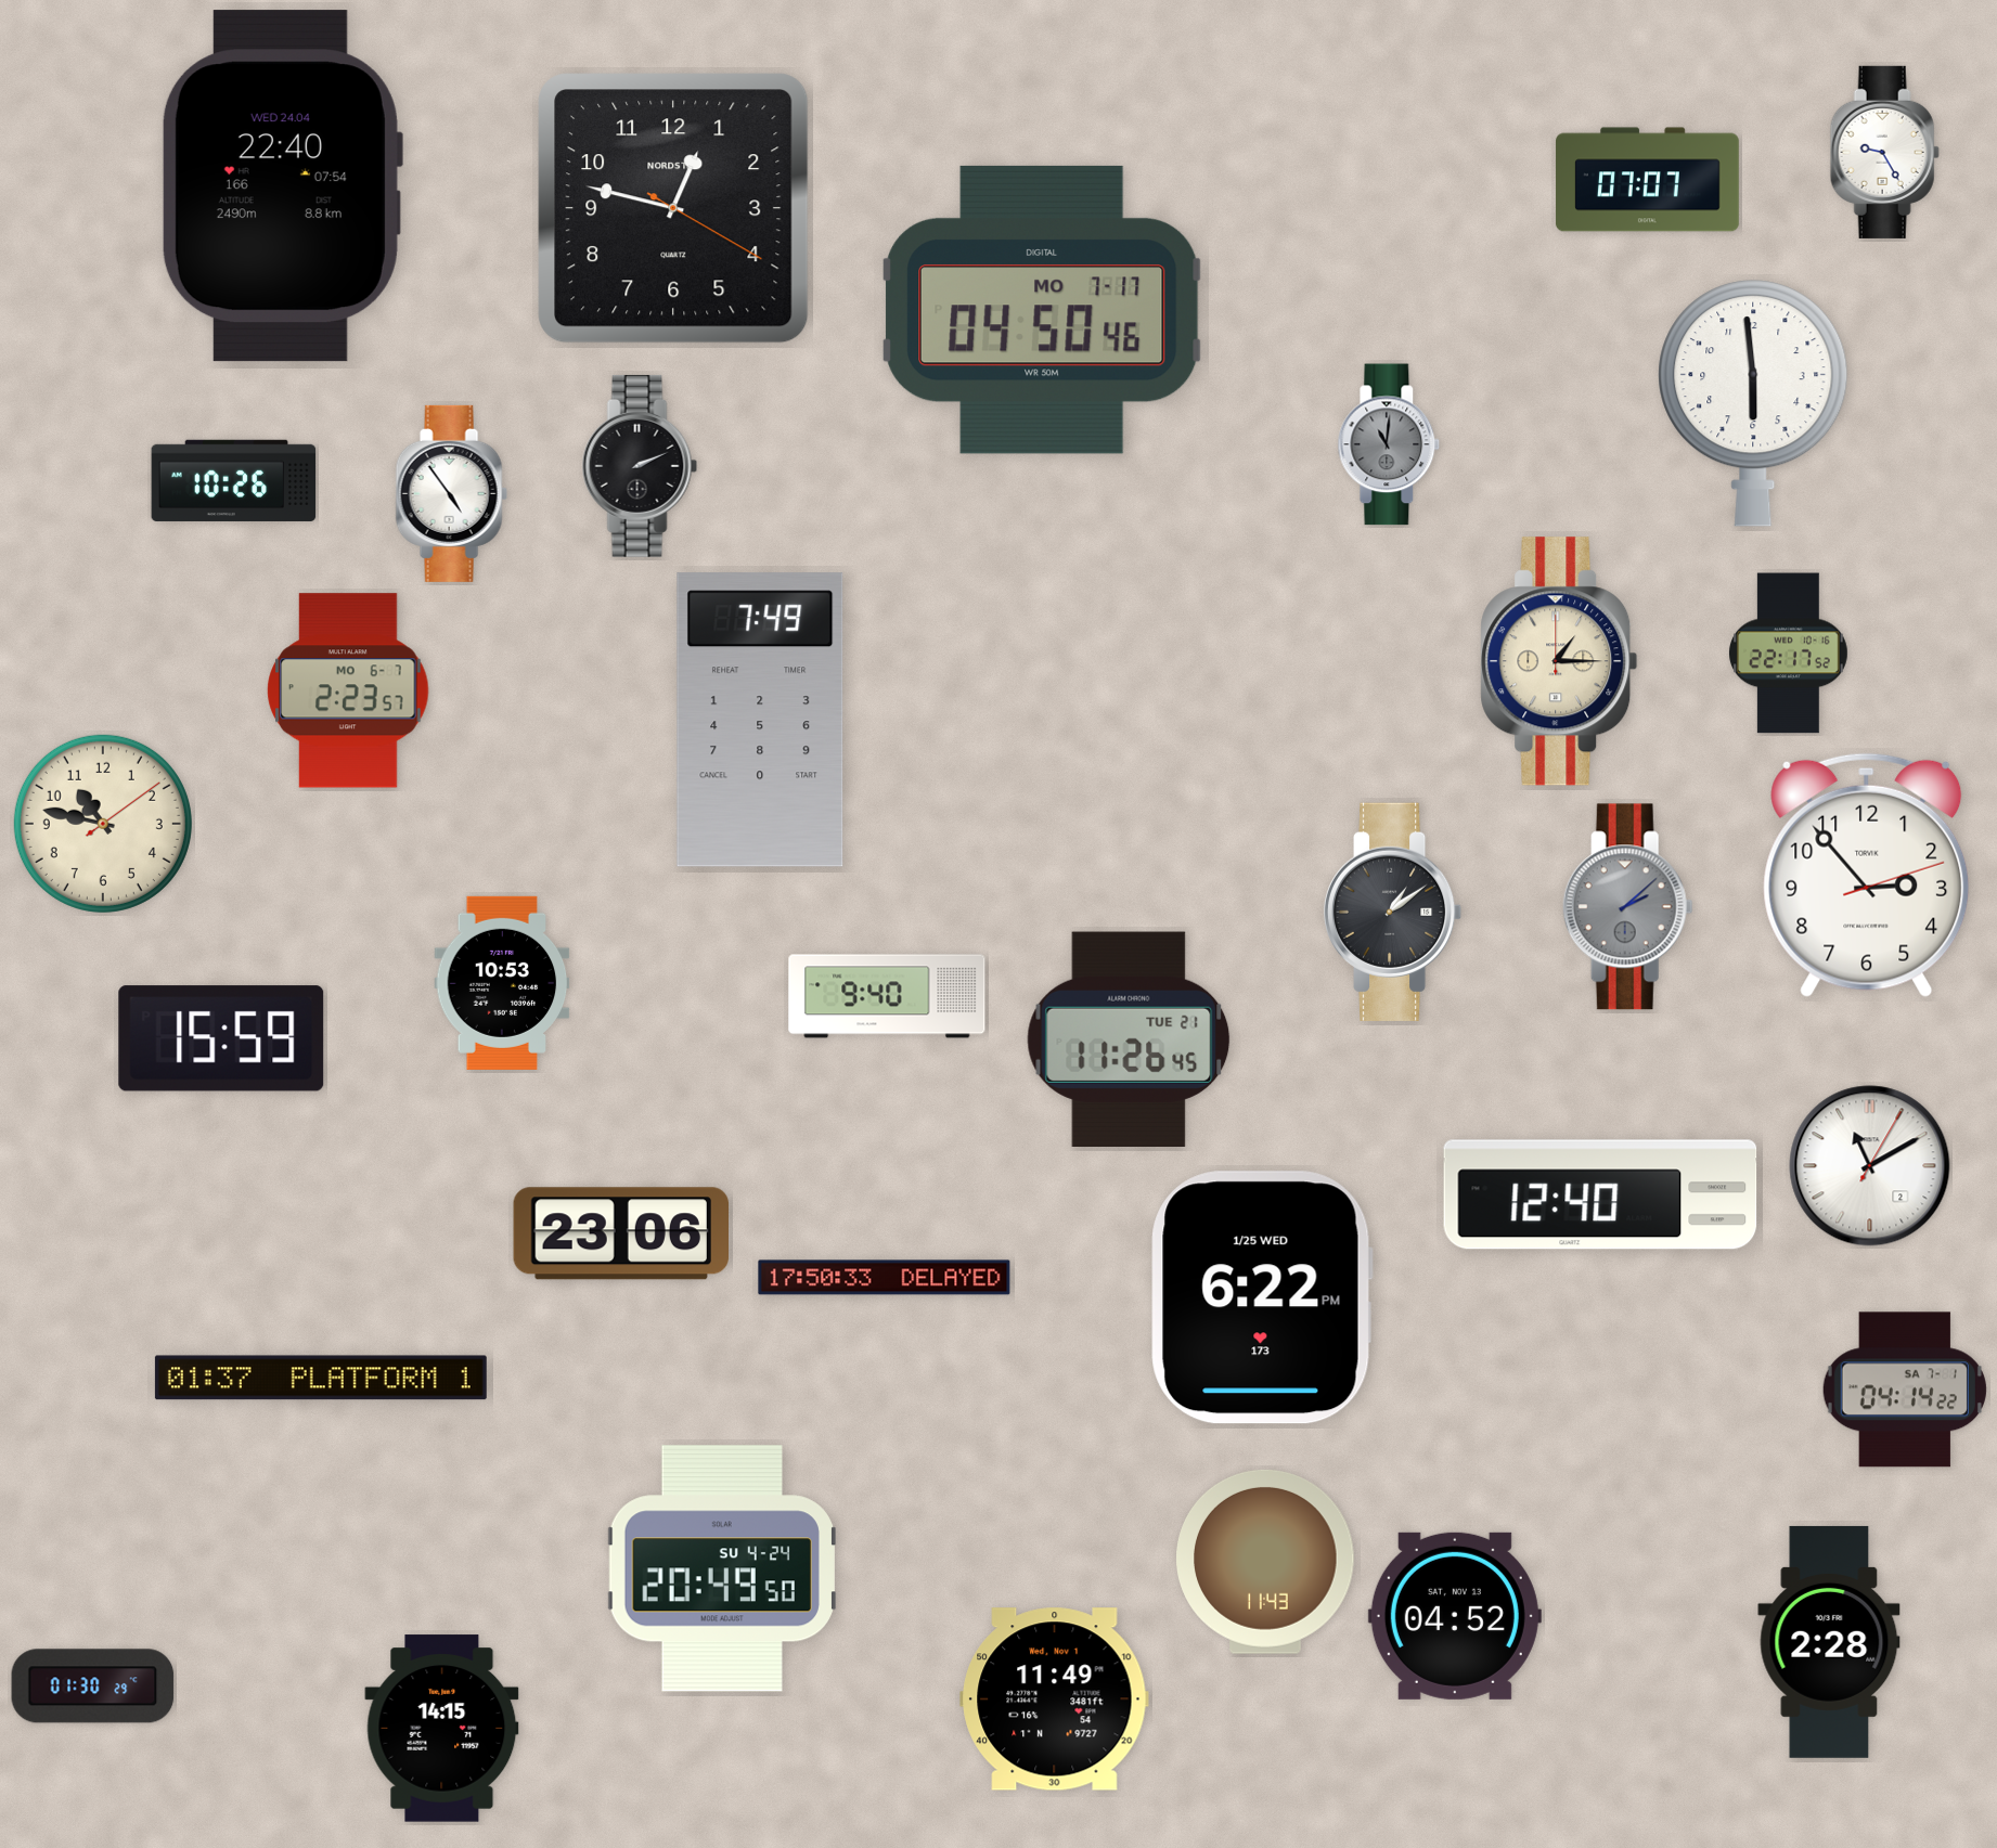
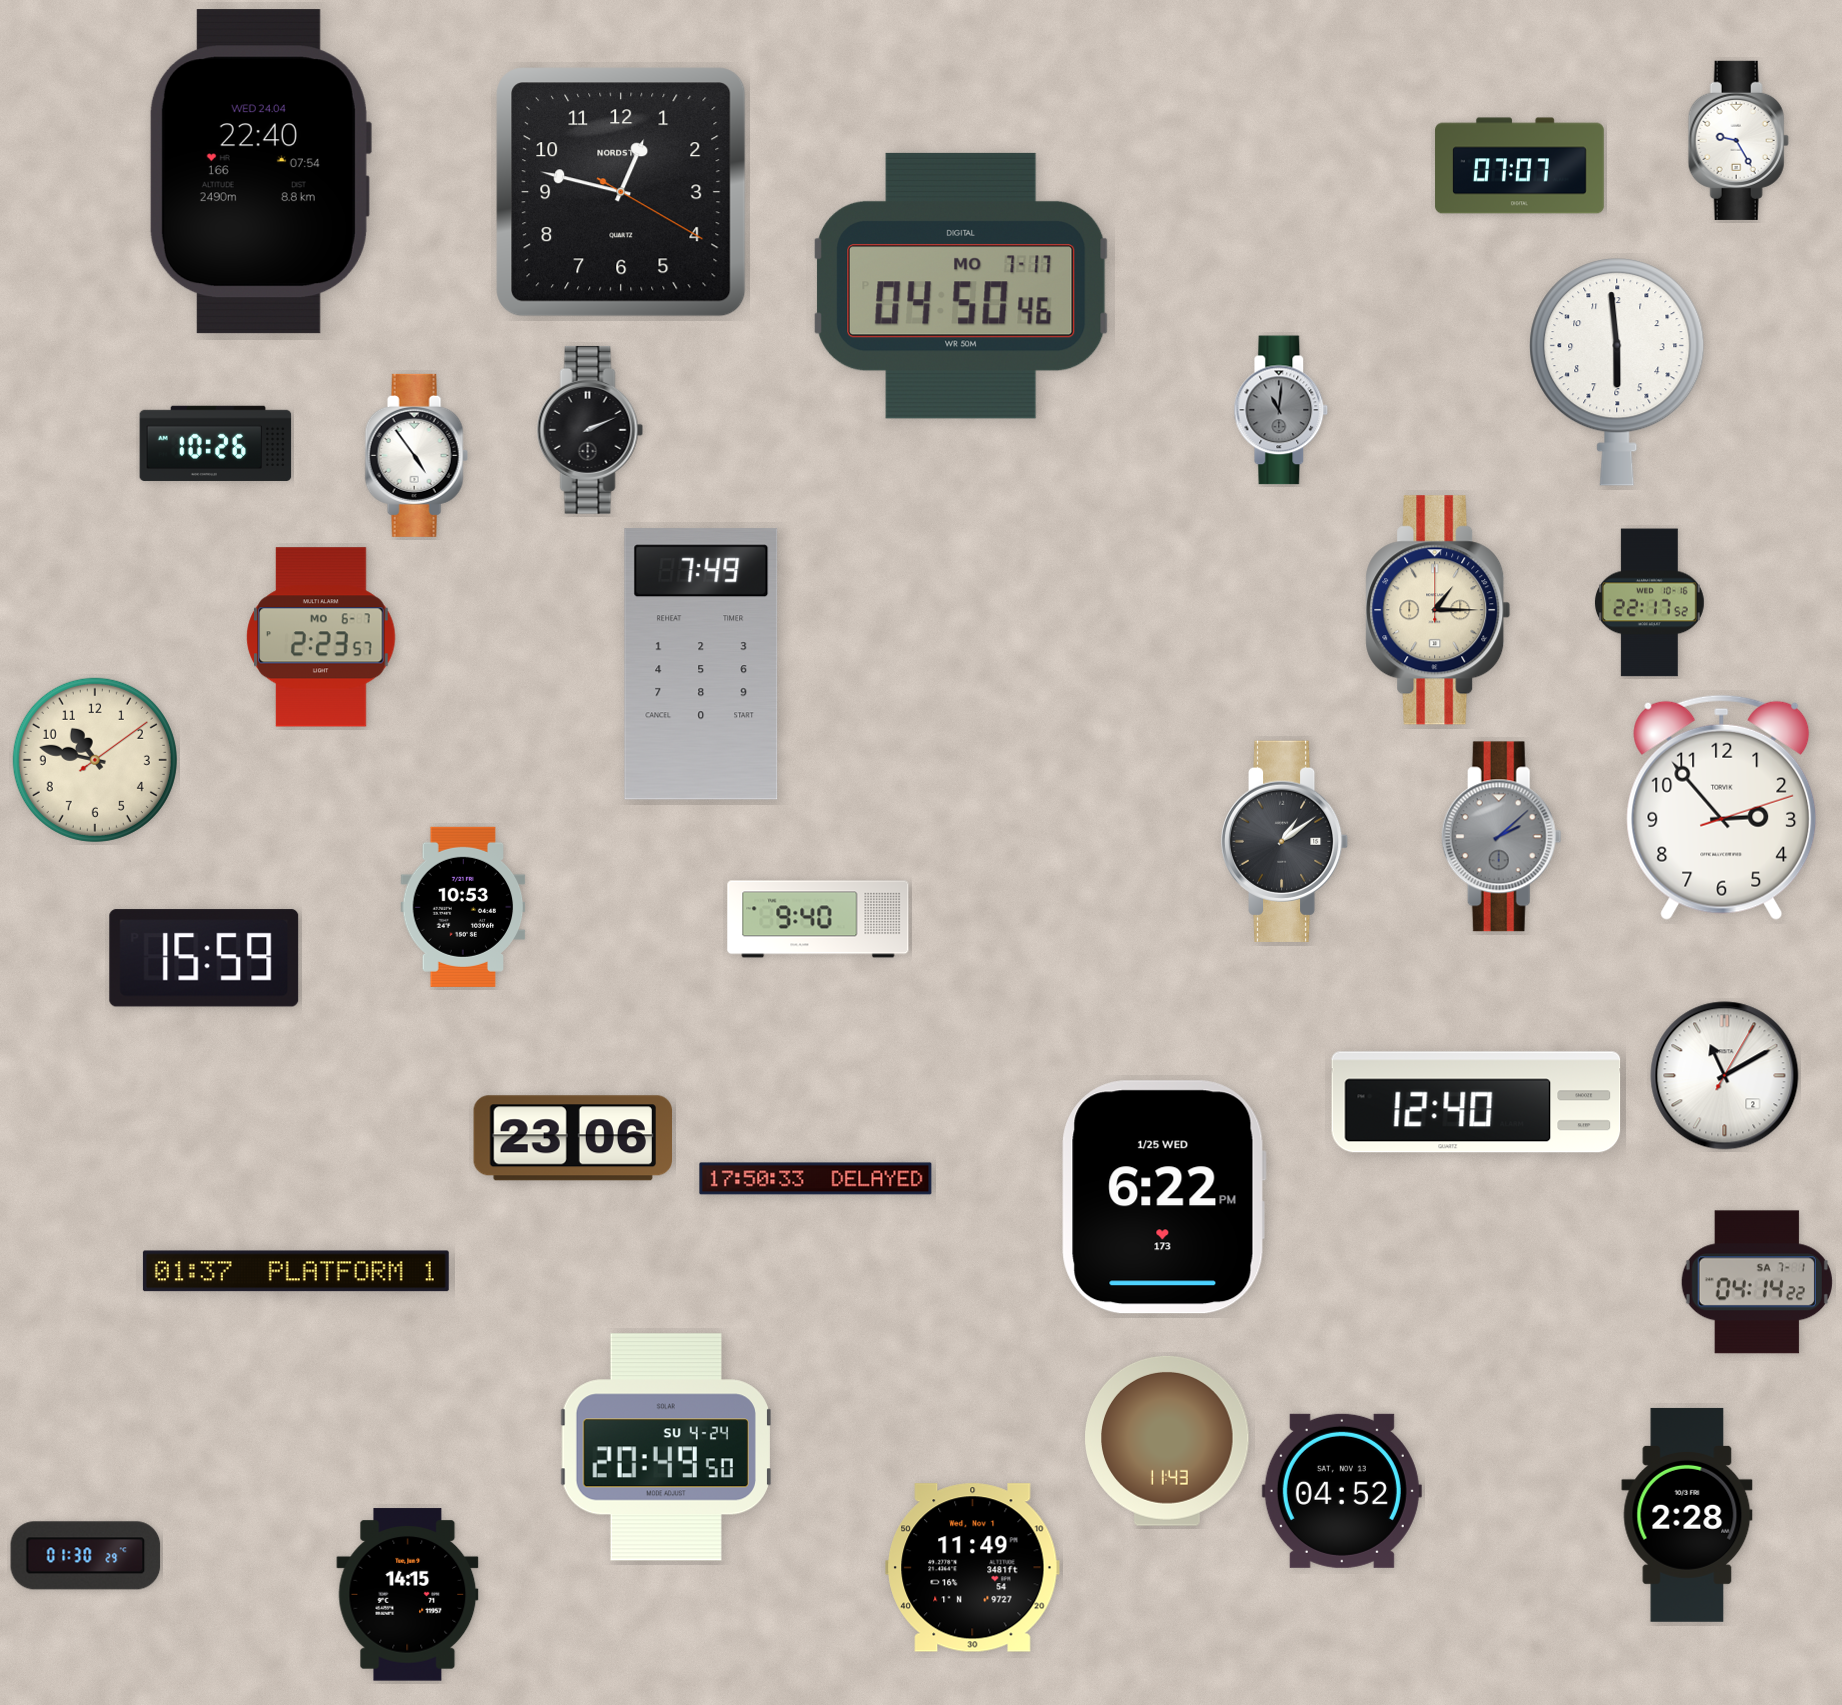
clock at (1129, 1038): 11:26 -> none
